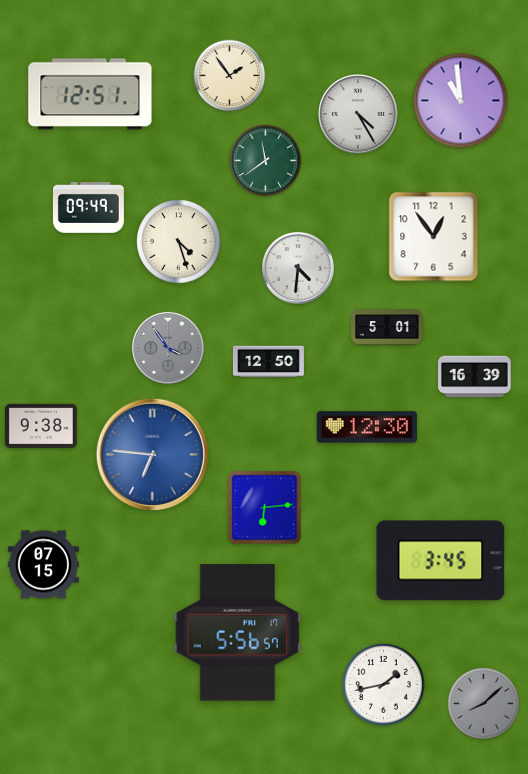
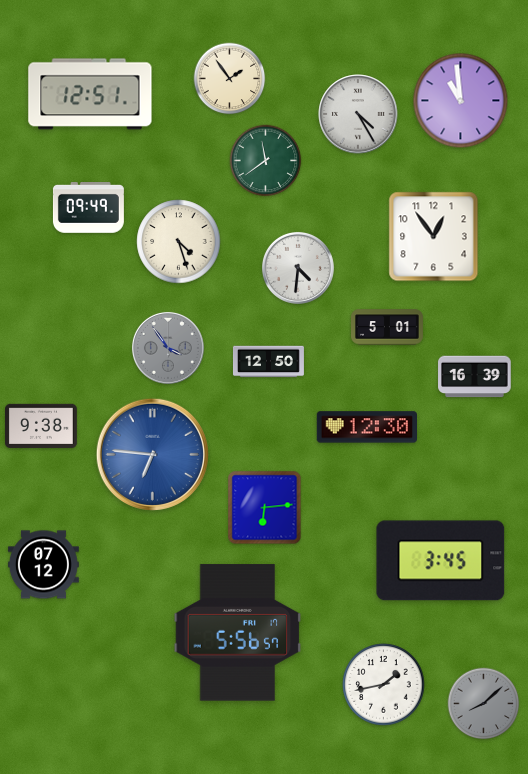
clock at (230, 76) position: (230, 76) -> (230, 79)
clock at (43, 565): 07:15 -> 07:12
